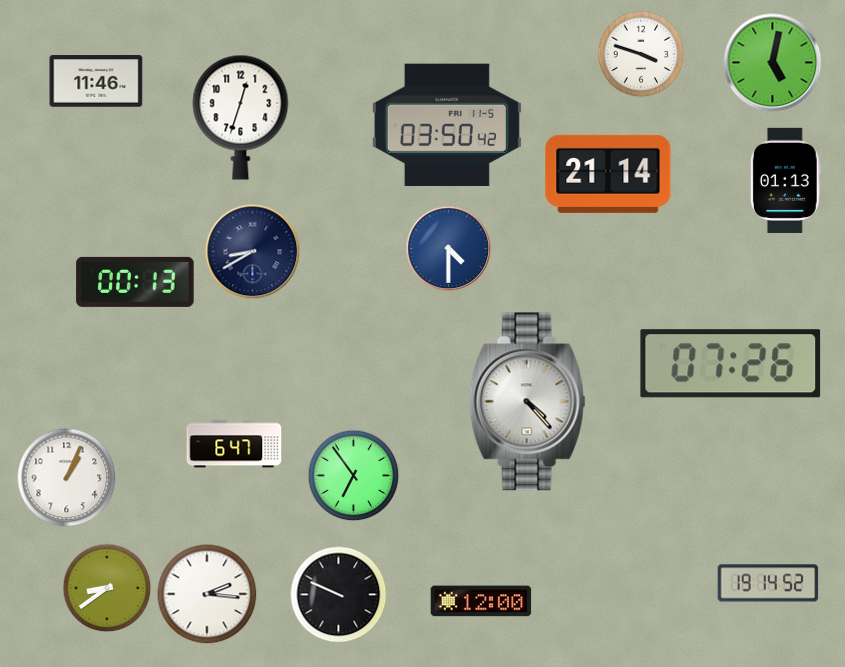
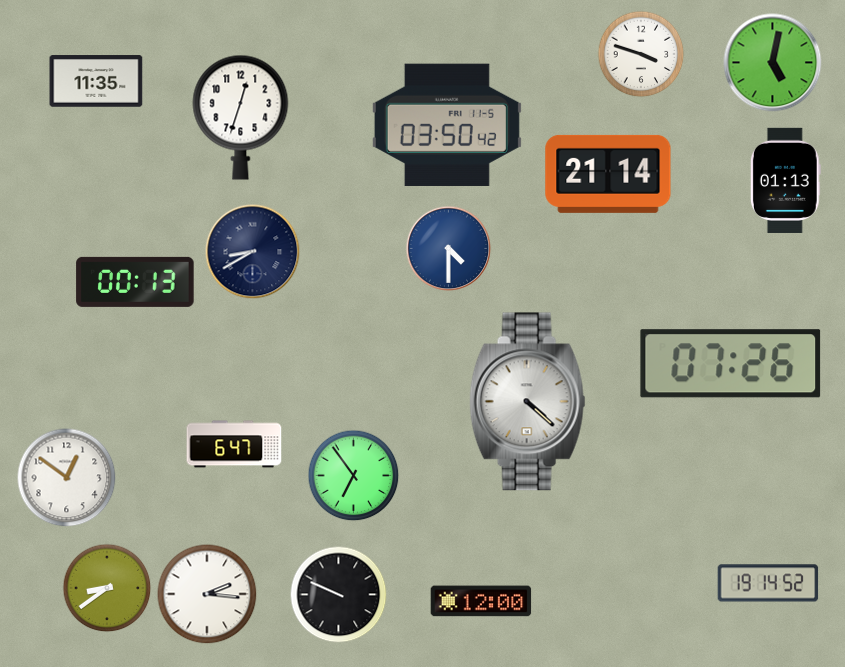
clock at (96, 81): 11:46 -> 11:35
clock at (527, 402): 4:23 -> 4:22
clock at (67, 478): 1:04 -> 12:51
